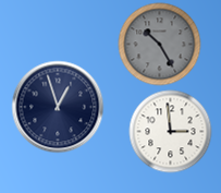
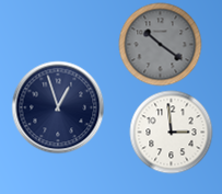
clock at (160, 45): 10:25 -> 10:21
